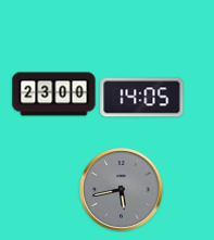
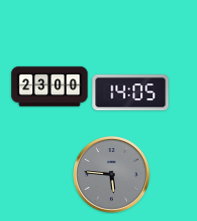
clock at (142, 98) position: (142, 98) -> (131, 93)
clock at (122, 190): 5:43 -> 5:46
